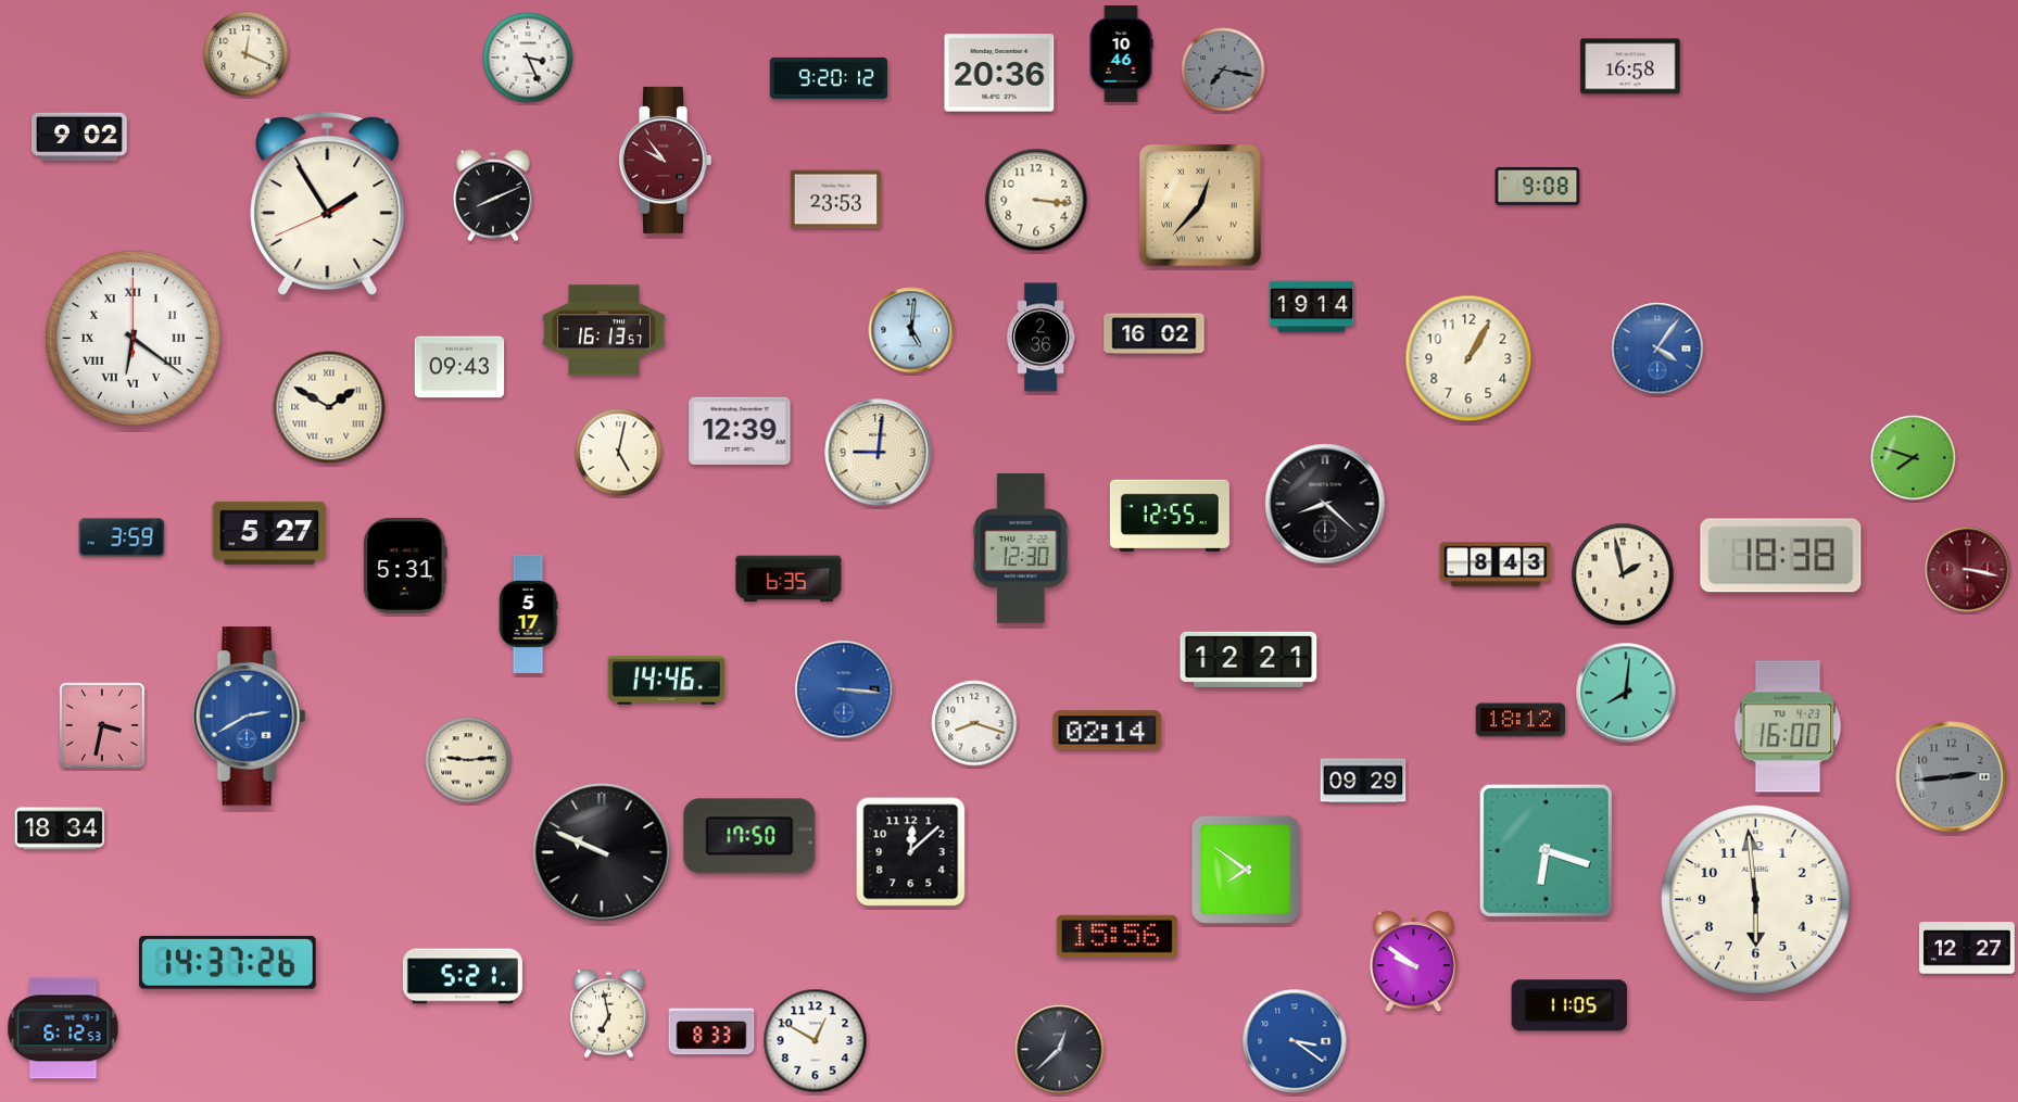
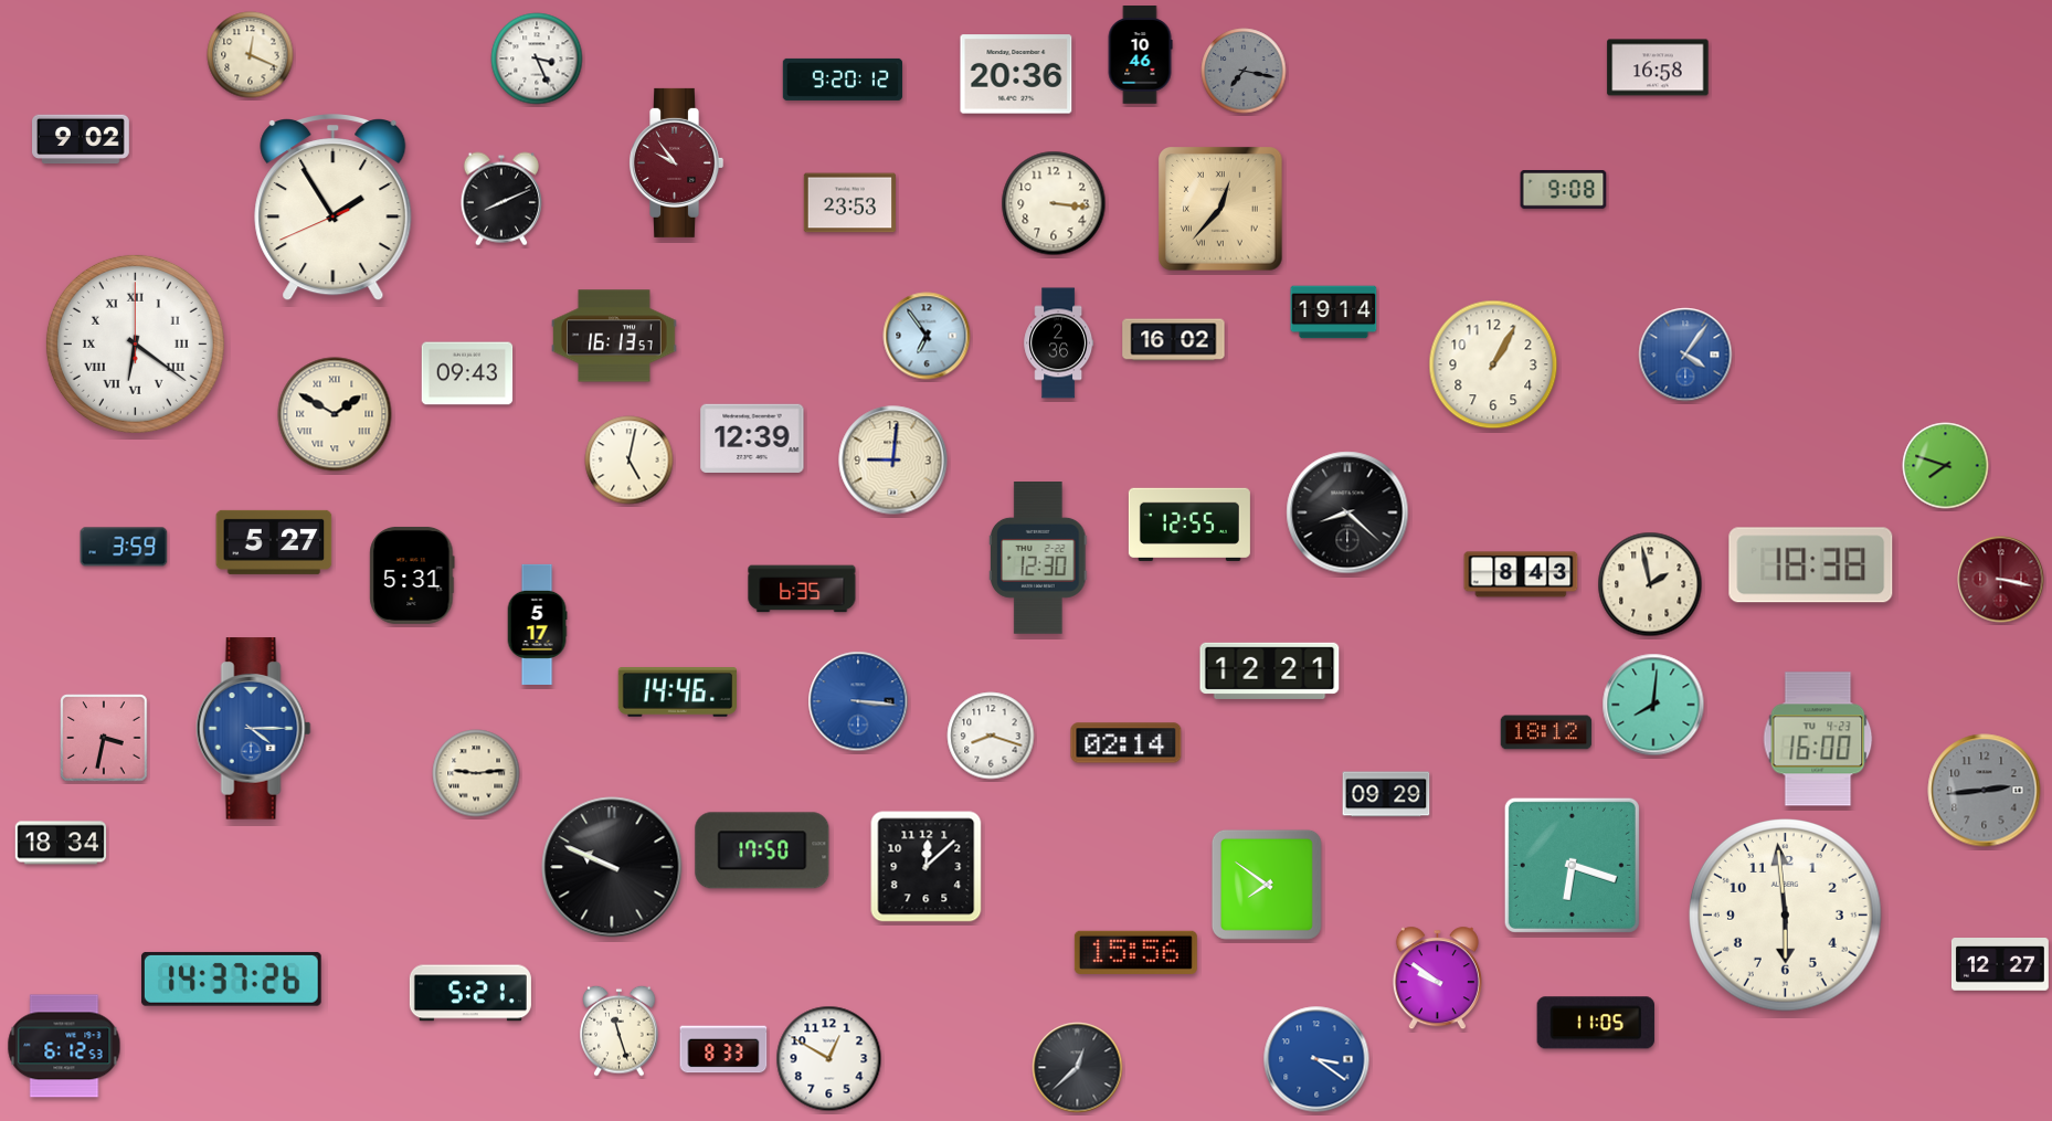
clock at (911, 330): 5:01 -> 6:54
clock at (249, 717): 2:40 -> 4:15
clock at (609, 1013): 6:58 -> 11:27
